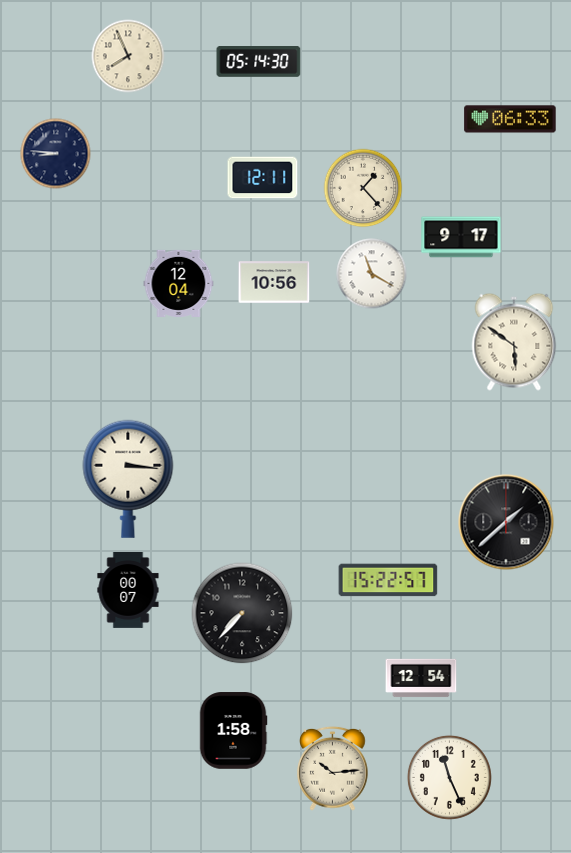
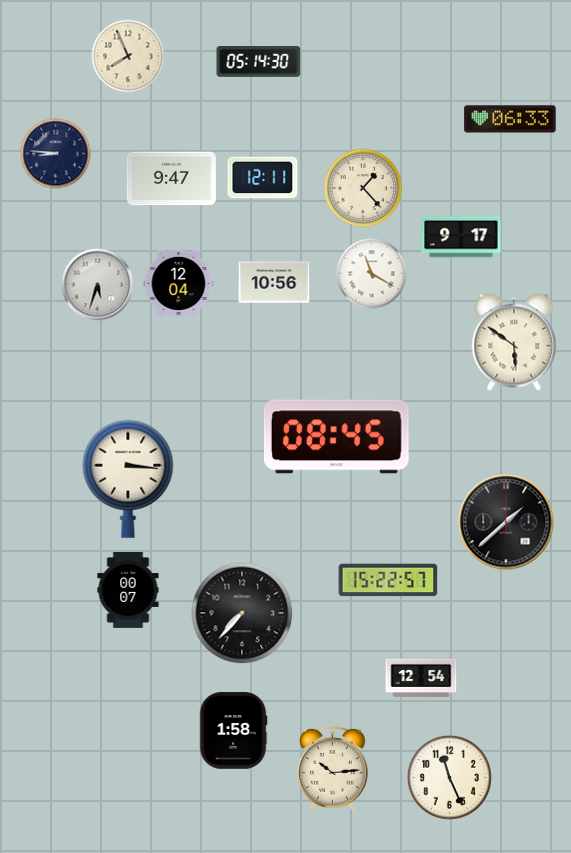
clock at (171, 179): none -> 9:47
clock at (98, 285): none -> 5:33
clock at (336, 437): none -> 08:45
